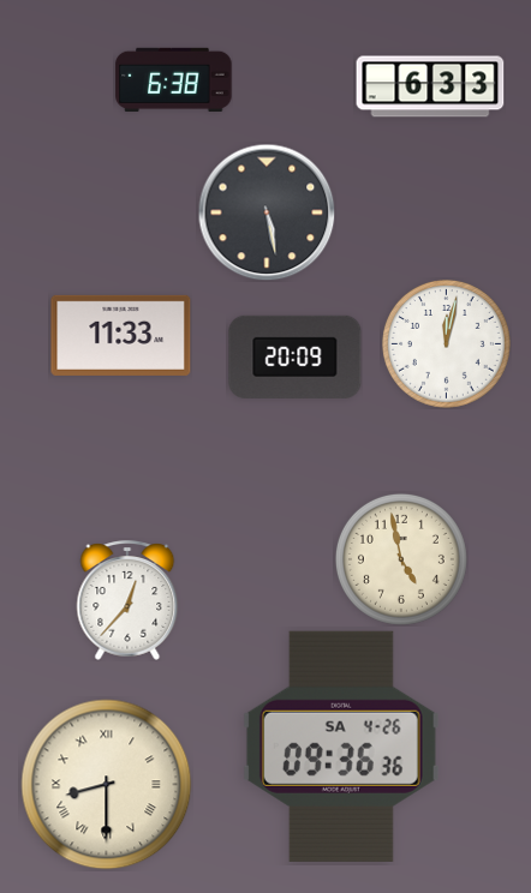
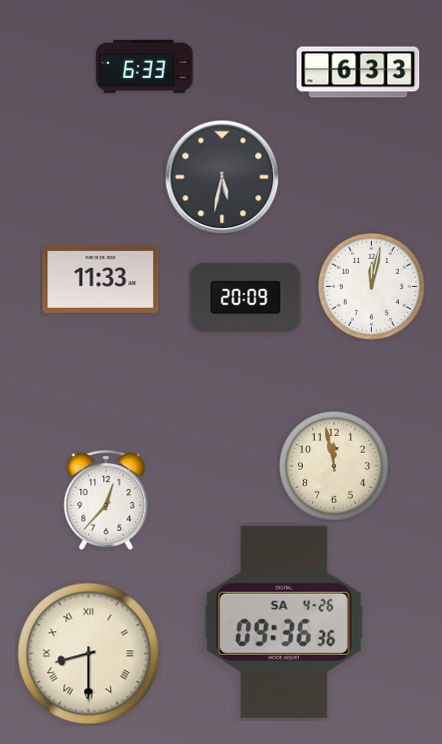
clock at (174, 79): 6:38 -> 6:33
clock at (267, 212): 5:28 -> 5:32
clock at (401, 559): 4:58 -> 11:58
